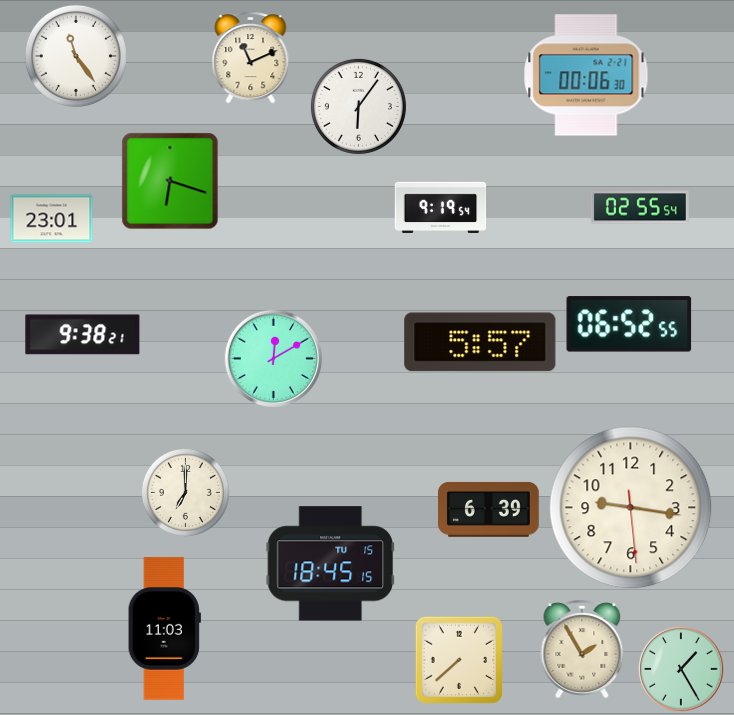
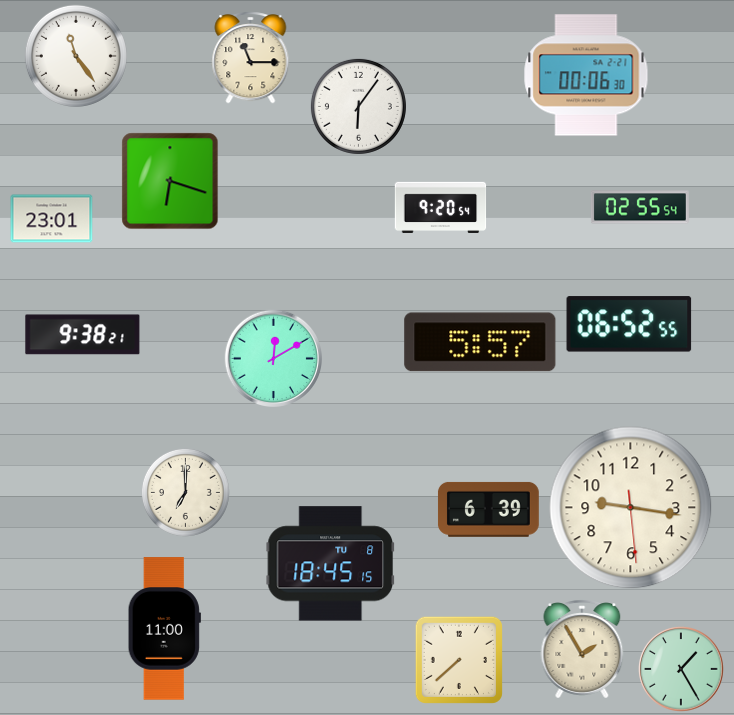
clock at (251, 58): 11:11 -> 11:15
clock at (441, 207): 9:19 -> 9:20
clock at (330, 564) date: TU 15 -> TU 8
clock at (164, 629): 11:03 -> 11:00
